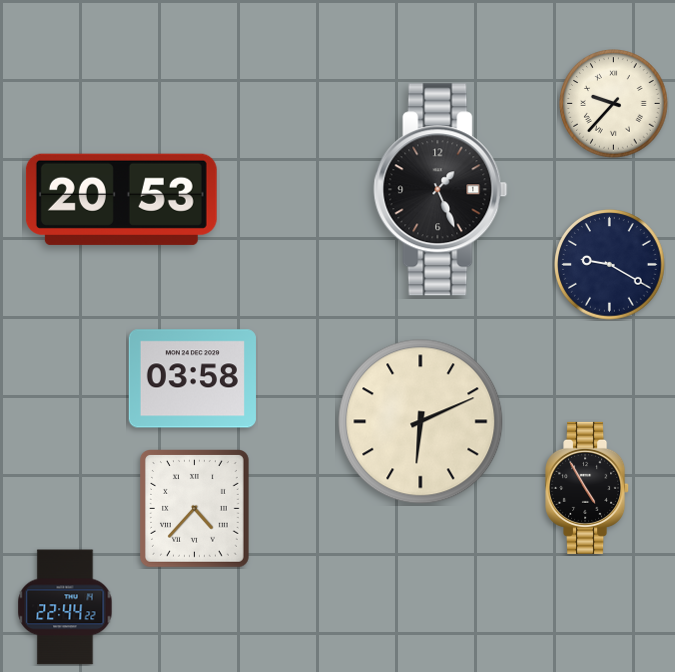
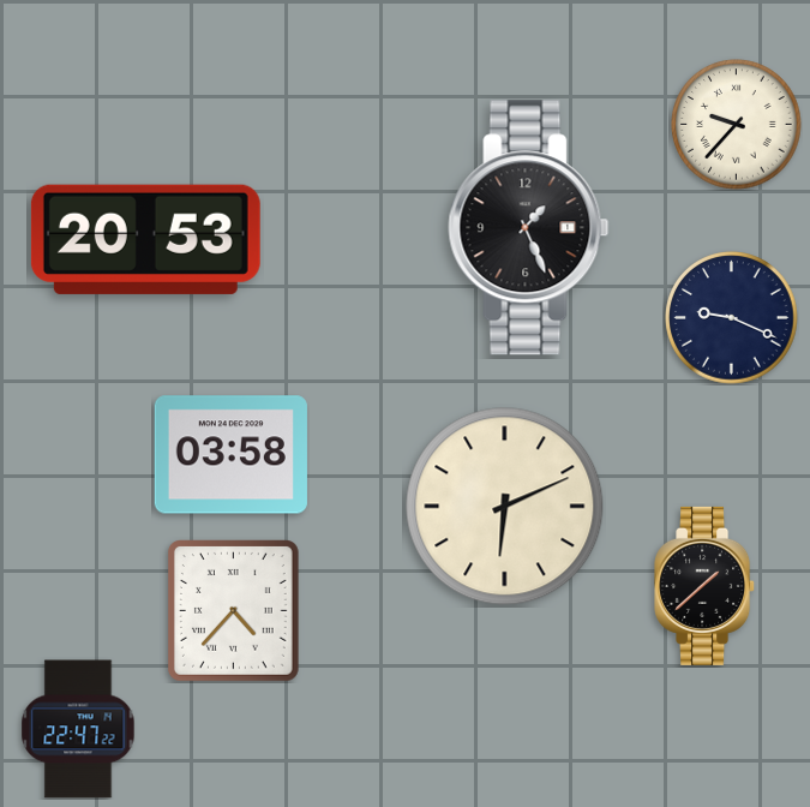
clock at (610, 265): 9:20 -> 9:19
clock at (588, 488): 4:55 -> 1:38
clock at (65, 607): 22:44 -> 22:47
